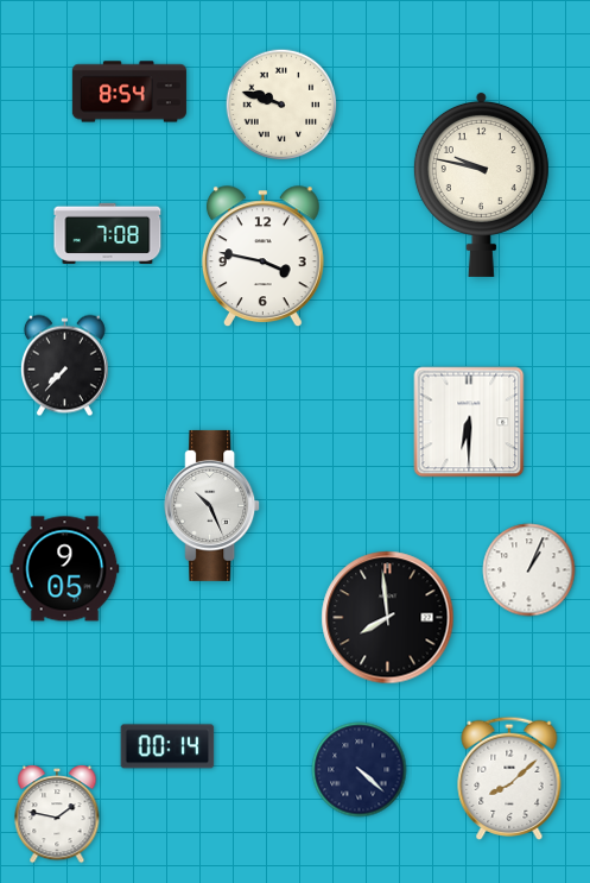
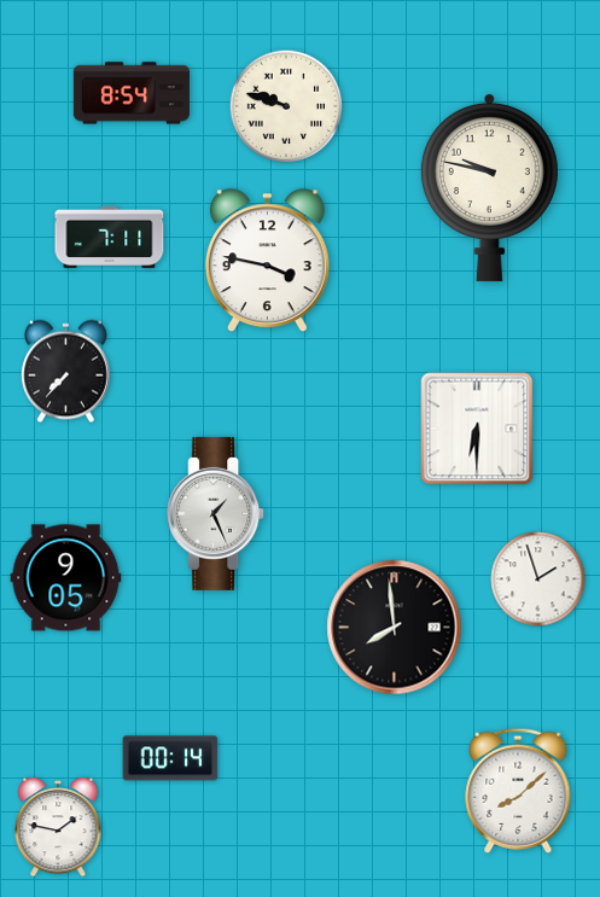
clock at (108, 233): 7:08 -> 7:11
clock at (212, 505): 10:26 -> 1:26
clock at (529, 570): 1:04 -> 1:57
clock at (360, 770): 4:22 -> none
